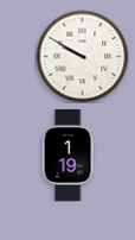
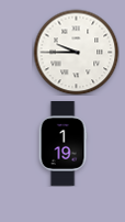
clock at (82, 56): 9:50 -> 9:45
